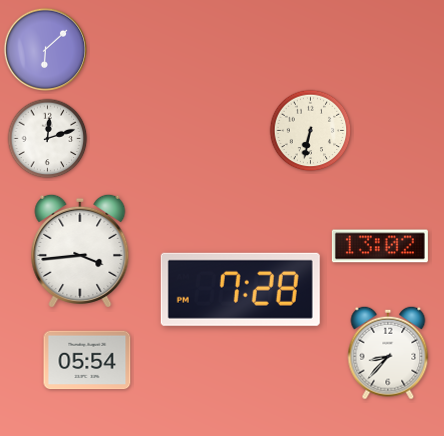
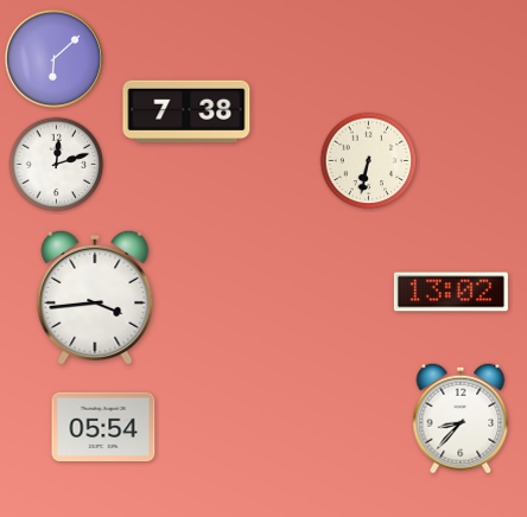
clock at (186, 111): none -> 7:38
clock at (311, 131) position: (311, 131) -> (369, 161)
clock at (240, 289): 7:28 -> none
